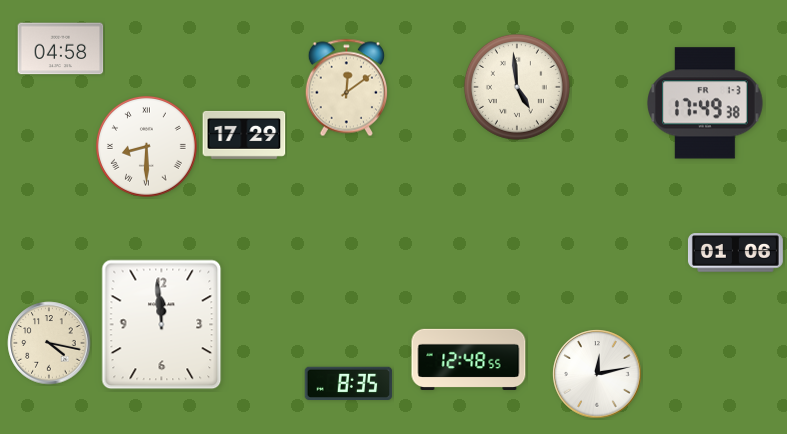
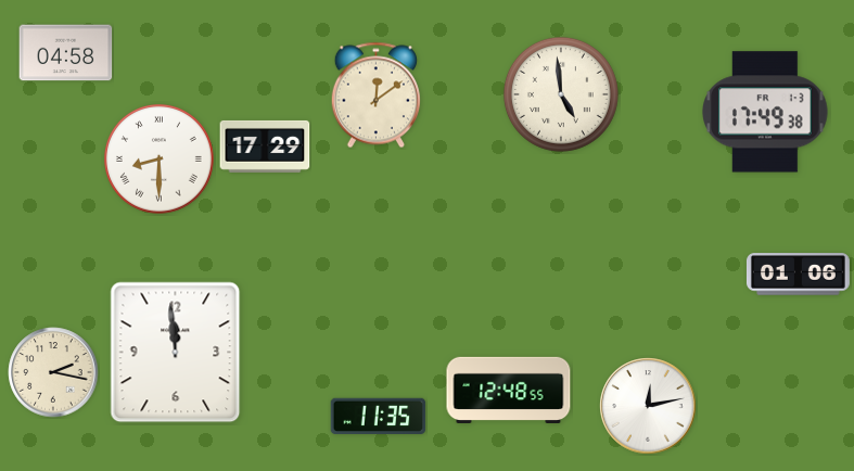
clock at (49, 343): 4:17 -> 2:17
clock at (349, 384): 8:35 -> 11:35
